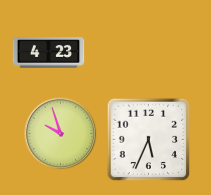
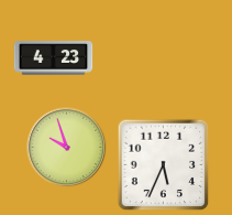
clock at (149, 140) position: (149, 140) -> (164, 165)
